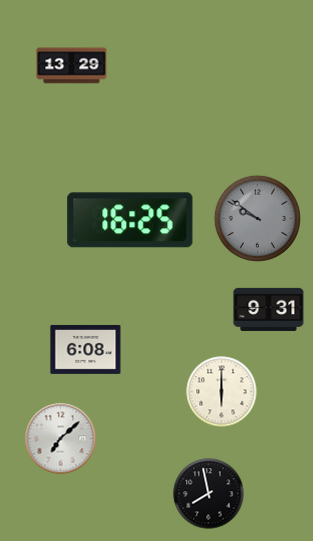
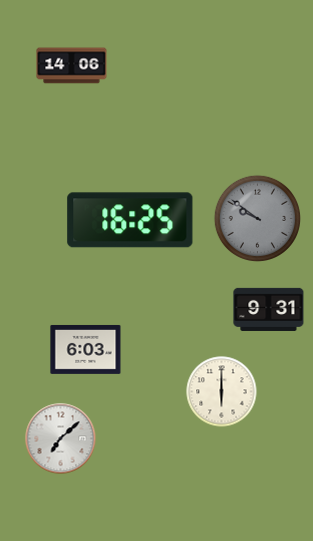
clock at (72, 66): 13:29 -> 14:06
clock at (86, 349): 6:08 -> 6:03
clock at (209, 494): 7:58 -> none
